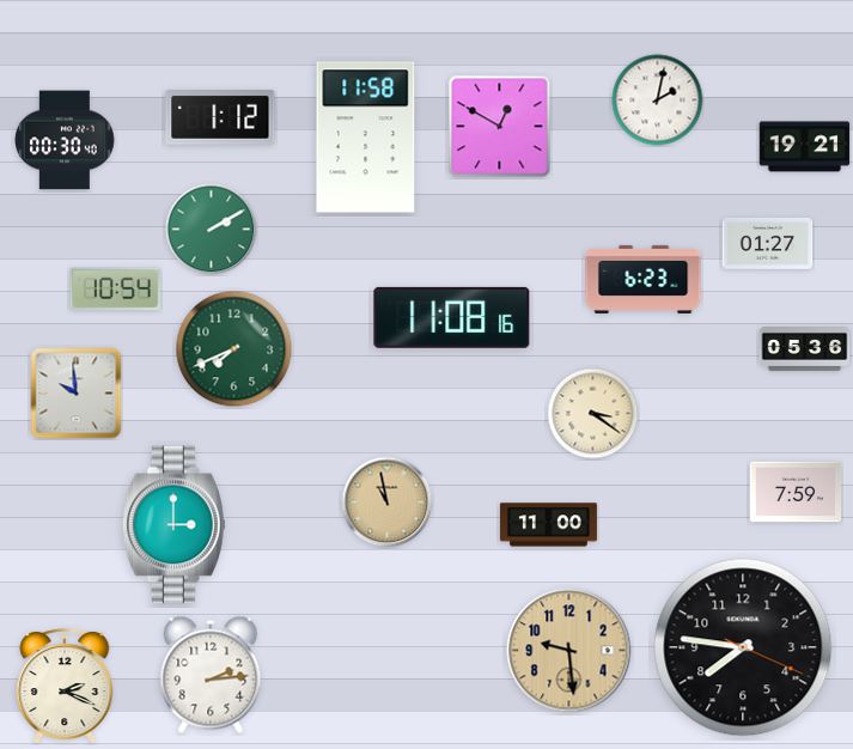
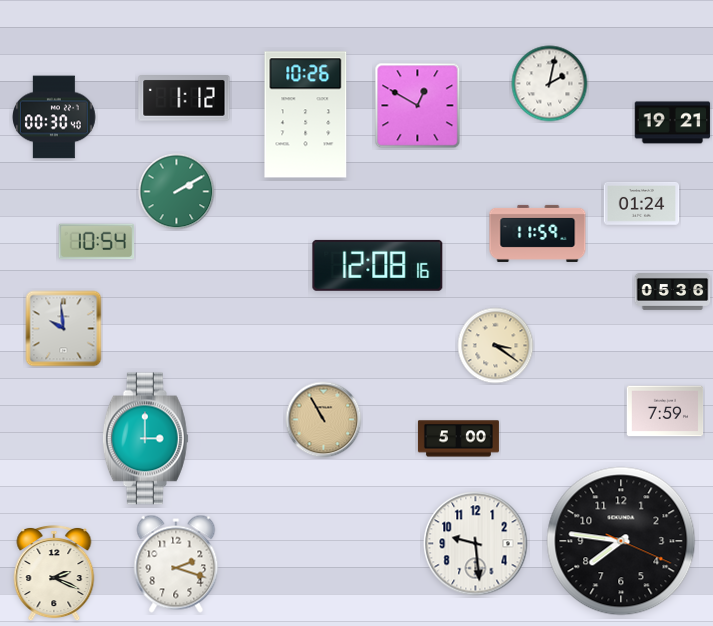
clock at (366, 138): 11:58 -> 10:26
clock at (768, 244): 01:27 -> 01:24
clock at (644, 279): 6:23 -> 11:59
clock at (452, 317): 11:08 -> 12:08
clock at (234, 349): 7:41 -> none
clock at (388, 503): 10:58 -> 10:55
clock at (548, 525): 11:00 -> 5:00
clock at (569, 651) dial: champagne -> white
clock at (211, 675): 2:14 -> 2:18
